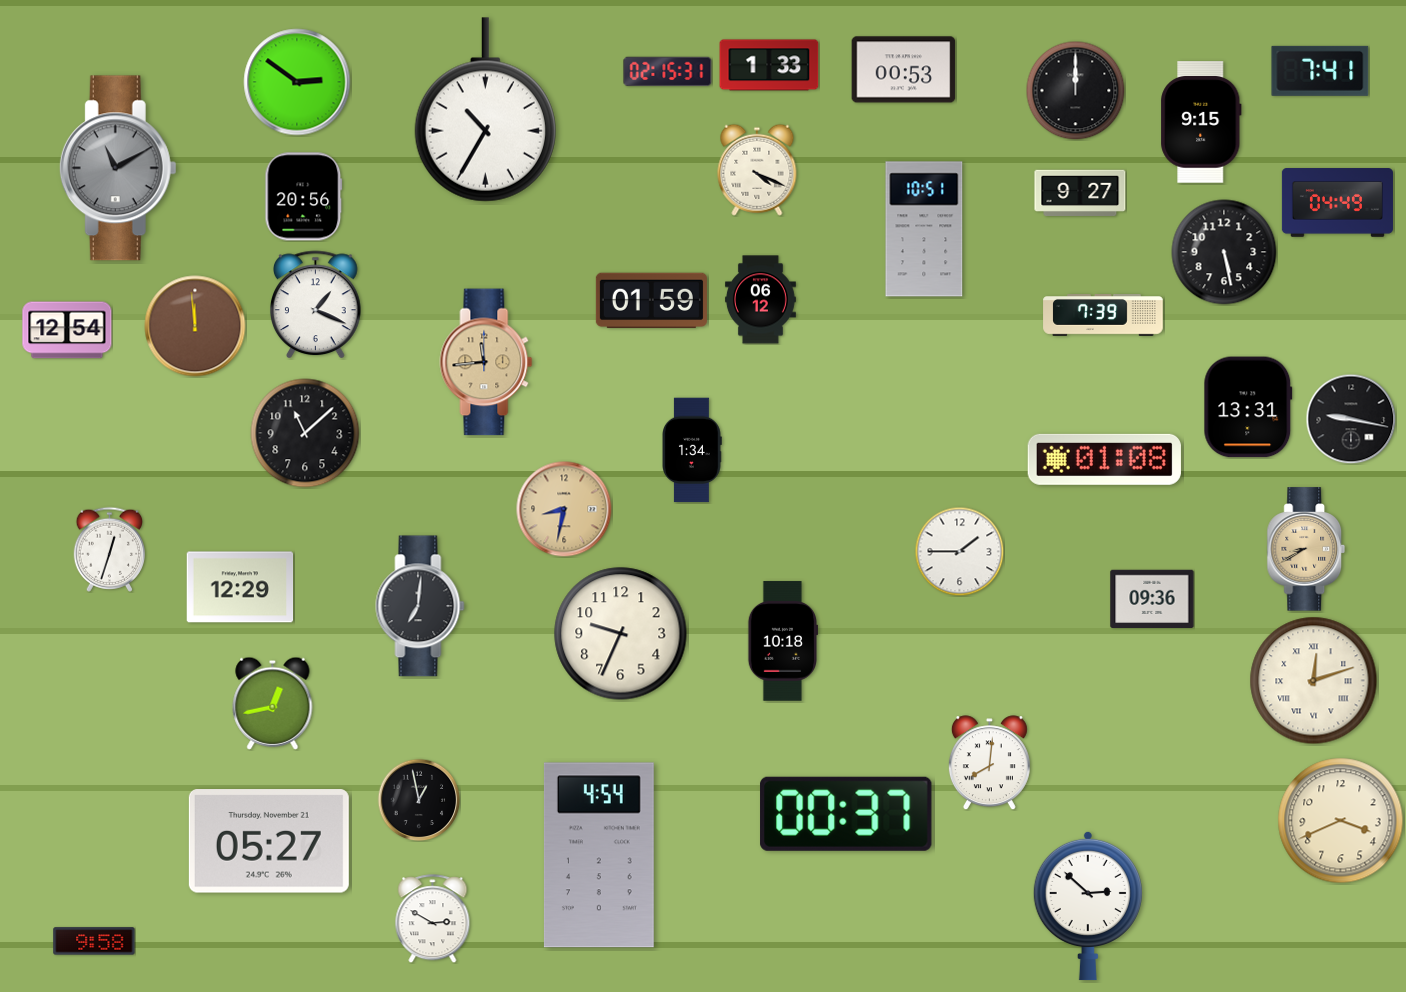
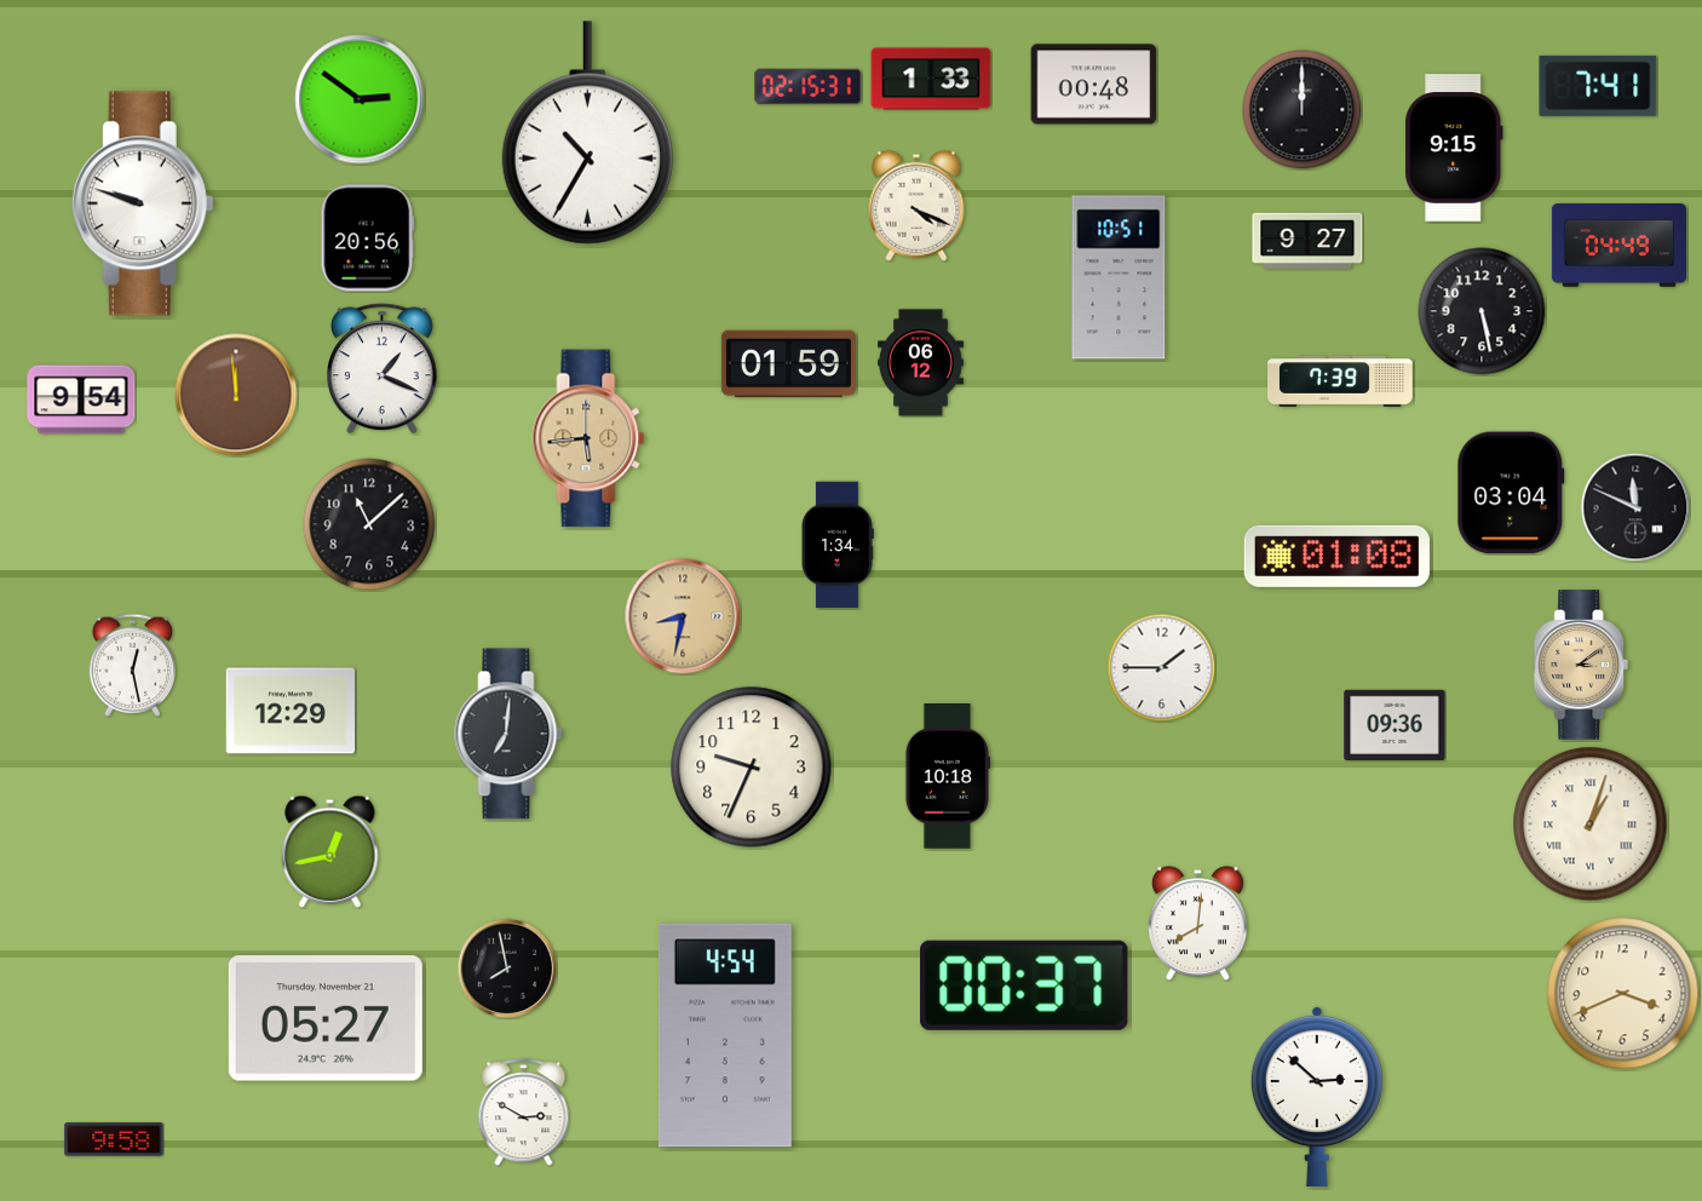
clock at (904, 70): 00:53 -> 00:48
clock at (118, 168): 11:10 -> 9:48
clock at (118, 168) dial: grey -> white
clock at (1080, 193) position: (1080, 193) -> (1307, 241)
clock at (1224, 252) position: (1224, 252) -> (1482, 311)
clock at (1103, 316) position: (1103, 316) -> (1340, 383)
clock at (67, 330): 12:54 -> 9:54
clock at (486, 362): 11:44 -> 5:44
clock at (1248, 407): 13:31 -> 03:04
clock at (1351, 419): 9:17 -> 11:49
clock at (109, 549): 12:33 -> 12:28
clock at (1306, 549): 8:40 -> 3:09
clock at (1314, 681): 12:12 -> 1:03
clock at (419, 800): 12:58 -> 7:58
